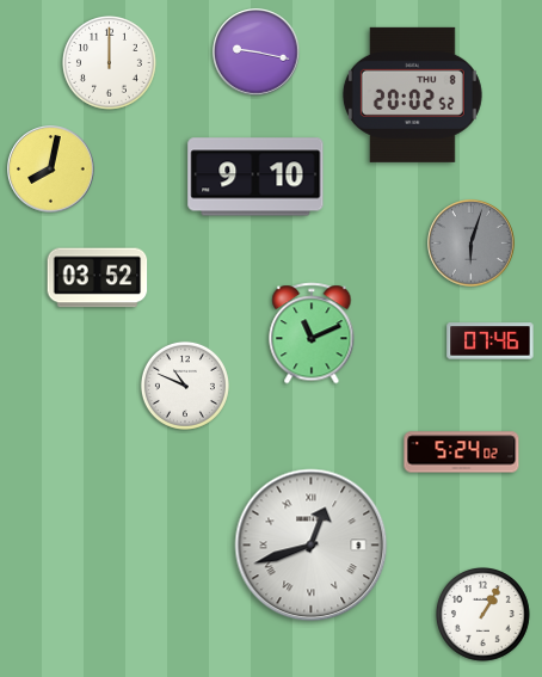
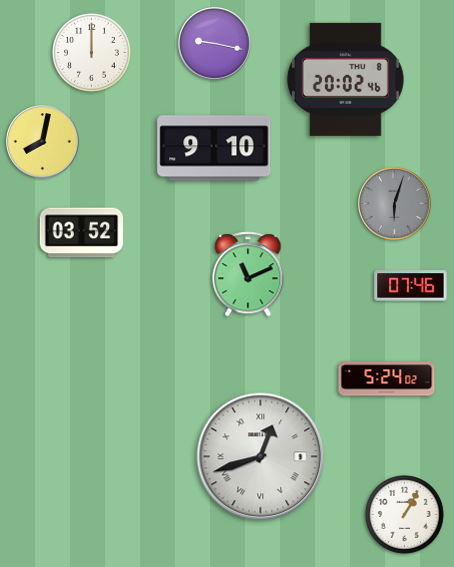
clock at (412, 94): 20:02:52 -> 20:02:46
clock at (312, 333) position: (312, 333) -> (248, 274)
clock at (185, 386): 10:49 -> none
